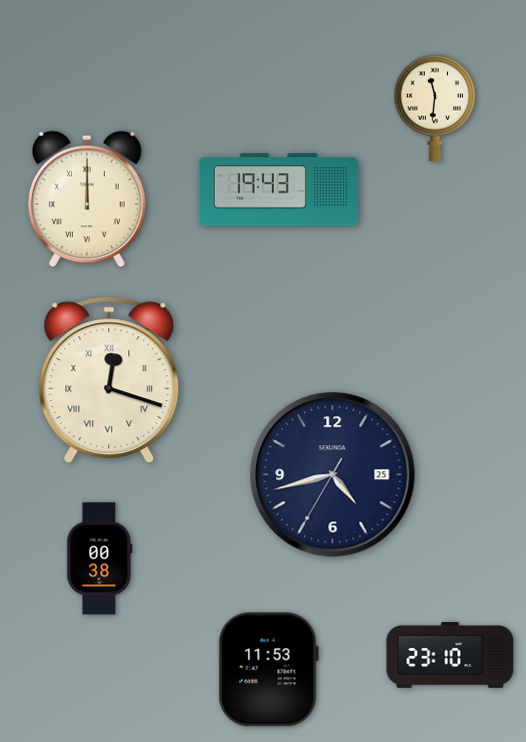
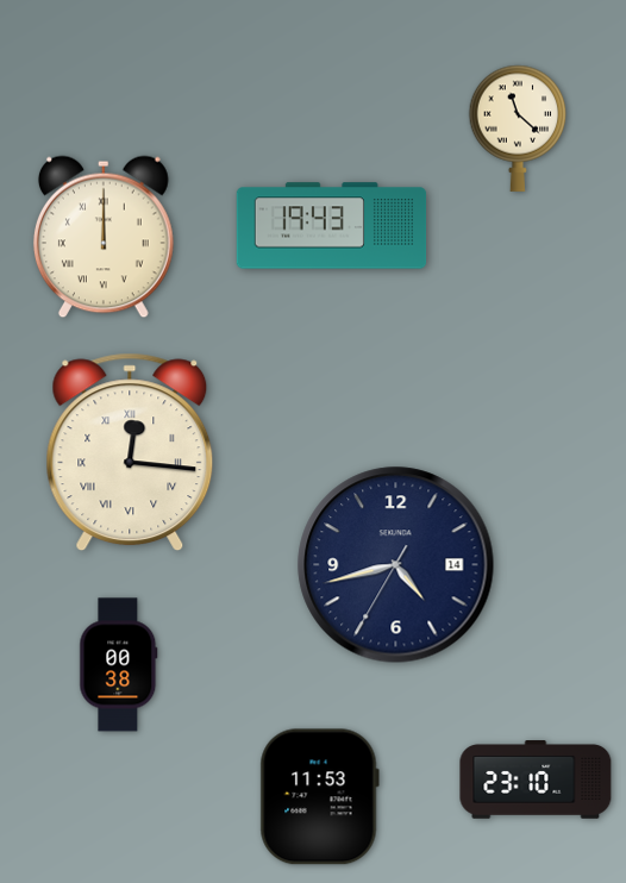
clock at (435, 108): 11:31 -> 11:22
clock at (109, 380): 12:18 -> 12:16
clock at (333, 475) date: 25 -> 14
